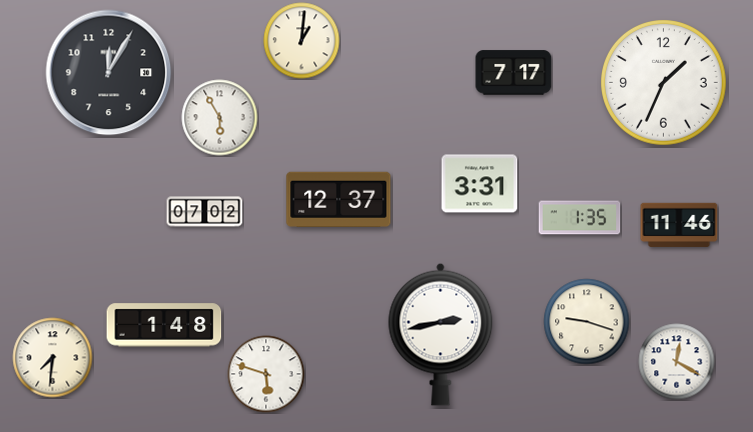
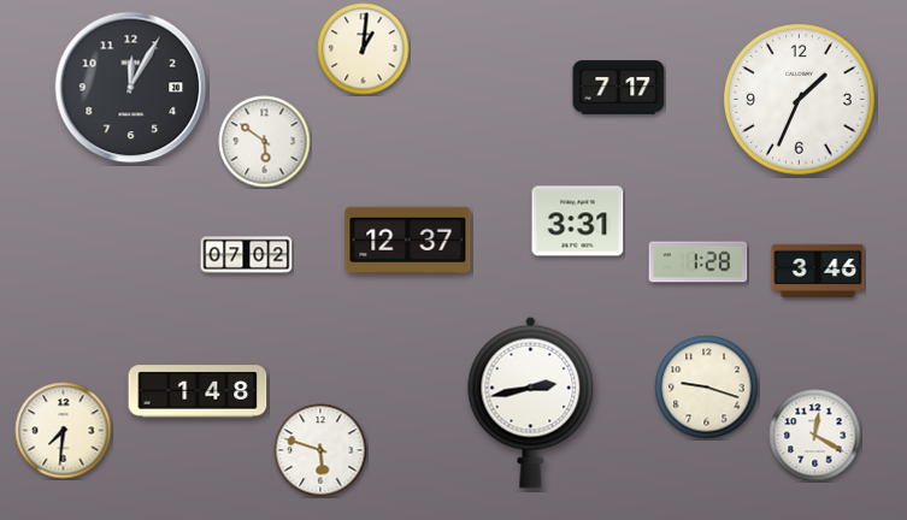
clock at (220, 118): 5:55 -> 5:51
clock at (580, 218): 1:35 -> 1:28
clock at (679, 224): 11:46 -> 3:46
